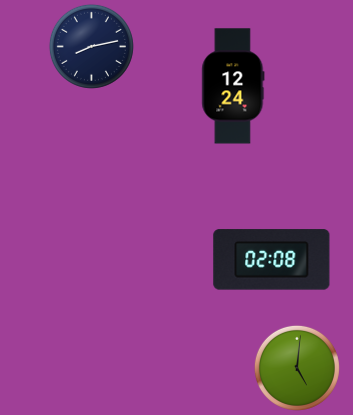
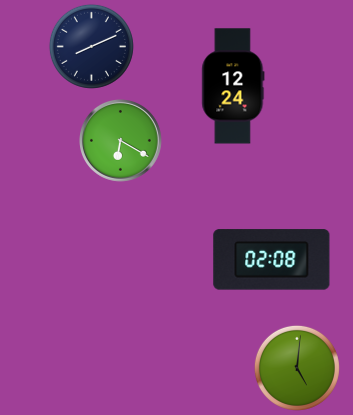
clock at (91, 46): 8:13 -> 8:11
clock at (121, 141): none -> 6:20
